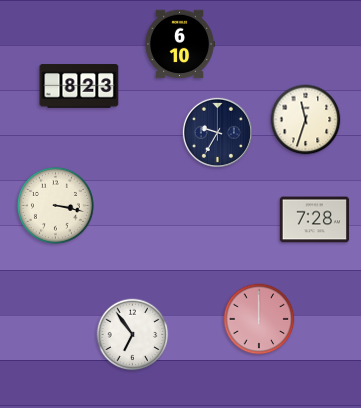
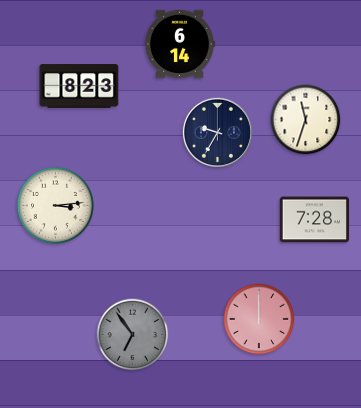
clock at (180, 44): 6:10 -> 6:14
clock at (55, 205): 3:17 -> 3:14
clock at (133, 335) dial: white -> grey
